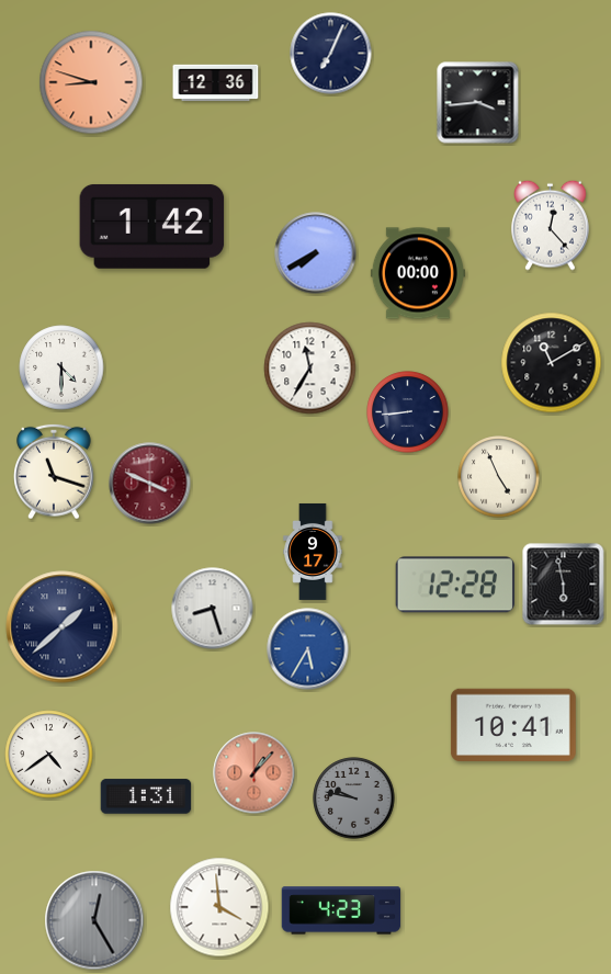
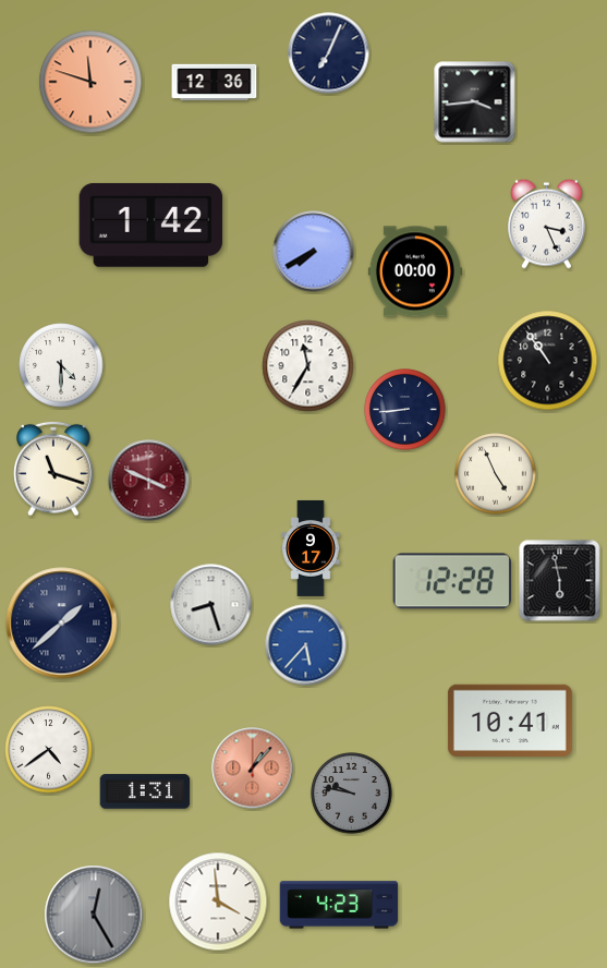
clock at (91, 82): 8:48 -> 11:48
clock at (551, 225): 12:23 -> 3:26
clock at (552, 363): 11:10 -> 10:54
clock at (308, 649): 5:35 -> 5:37
